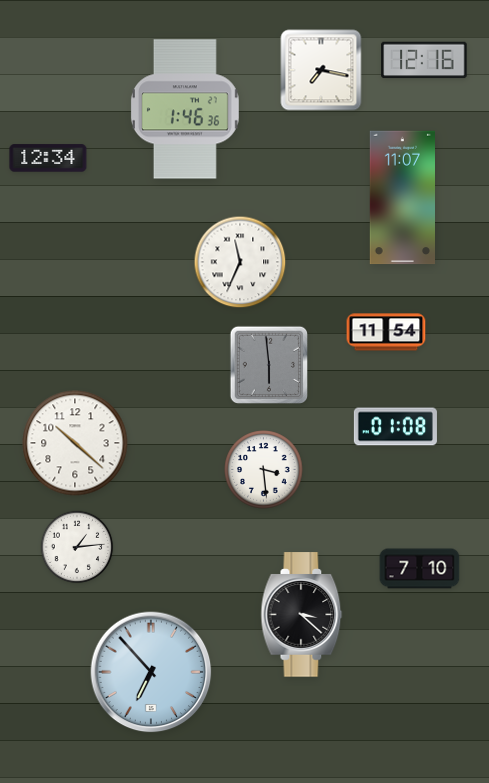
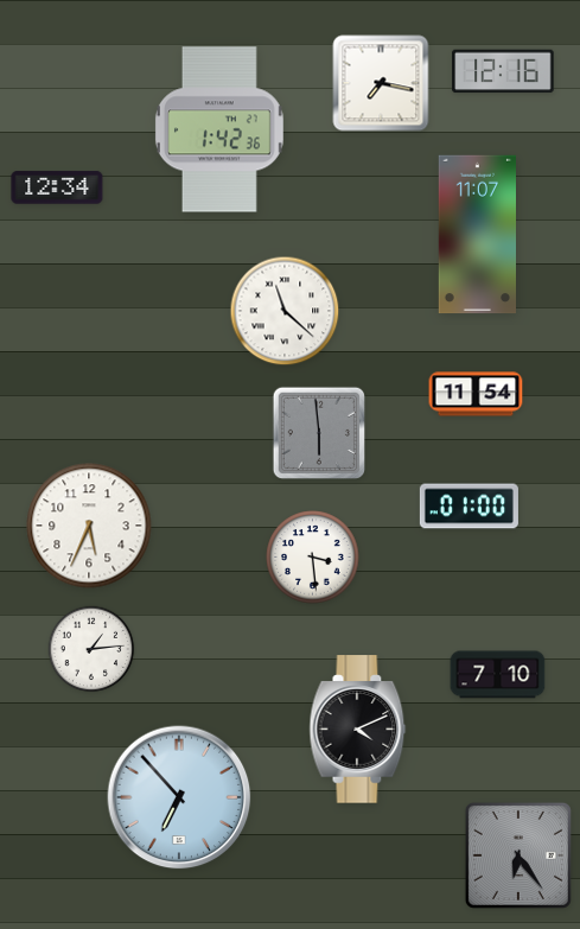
clock at (185, 109): 1:46 -> 1:42
clock at (240, 262): 11:34 -> 11:22
clock at (386, 332) position: (386, 332) -> (476, 394)
clock at (395, 427): 01:08 -> 01:00
clock at (75, 443): 10:22 -> 5:34
clock at (302, 615): 3:22 -> 4:11
clock at (518, 855): none -> 6:24
